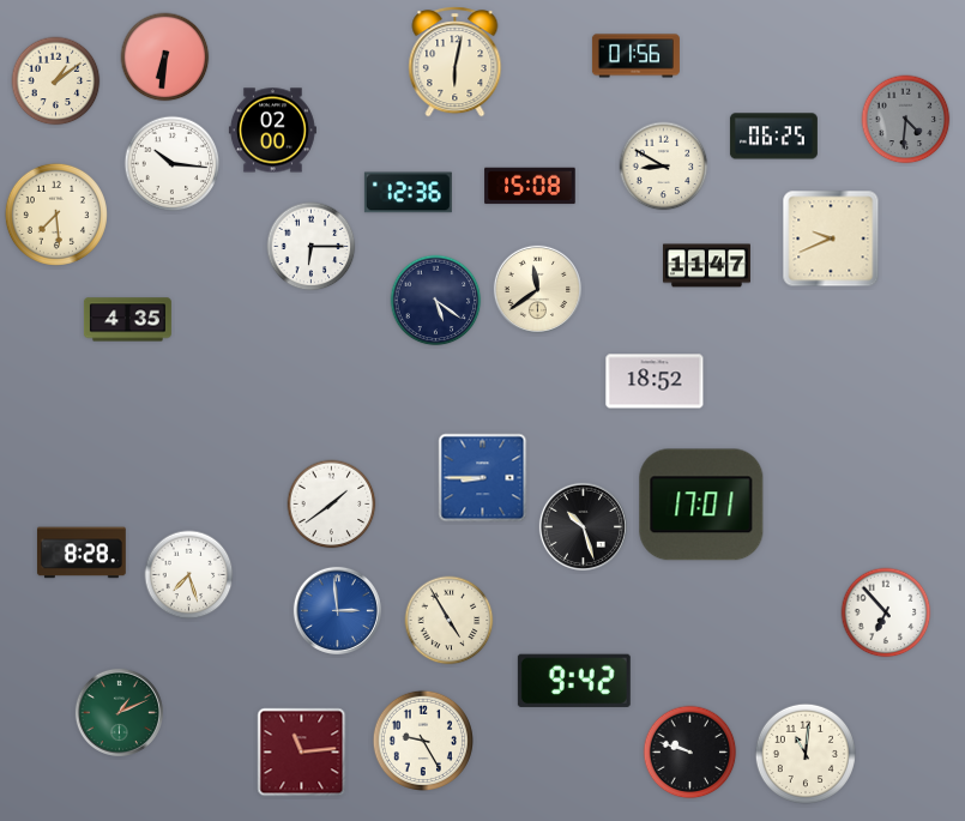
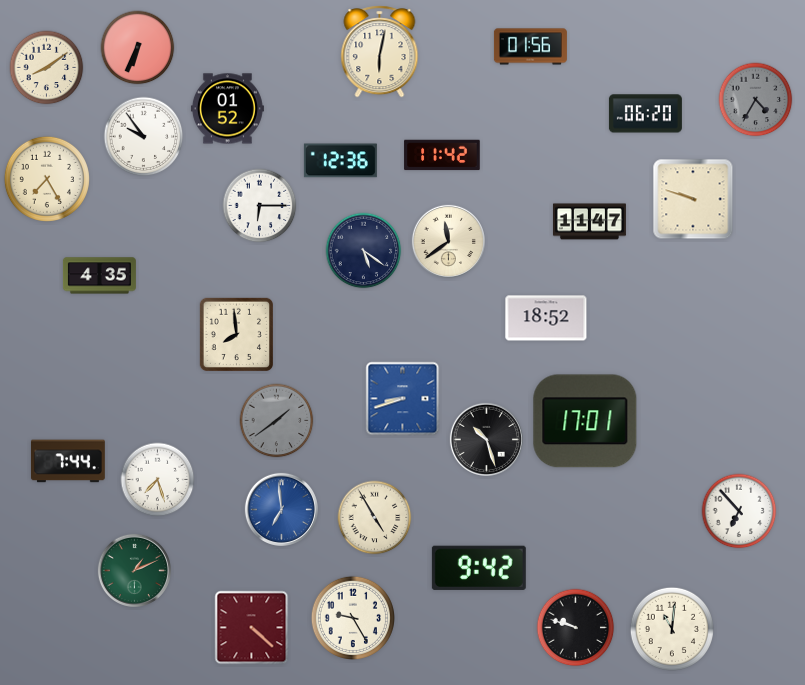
clock at (165, 58): 6:31 -> 6:34
clock at (56, 82): 1:09 -> 8:09
clock at (906, 120): 4:31 -> 4:35
clock at (272, 131): 02:00 -> 01:52
clock at (773, 137): 06:25 -> 06:20
clock at (173, 164): 10:16 -> 9:54
clock at (664, 167): 8:50 -> none
clock at (530, 186): 15:08 -> 11:42
clock at (56, 215): 7:29 -> 7:25
clock at (831, 239): 9:41 -> 9:48
clock at (127, 320) position: (127, 320) -> (99, 276)
clock at (236, 334): none -> 7:59
clock at (483, 478): 8:45 -> 8:42
clock at (332, 505) dial: white -> grey
clock at (82, 553): 8:28 -> 7:44
clock at (337, 610): 2:59 -> 6:59
clock at (119, 712) position: (119, 712) -> (134, 570)
clock at (302, 753): 11:14 -> 4:22
